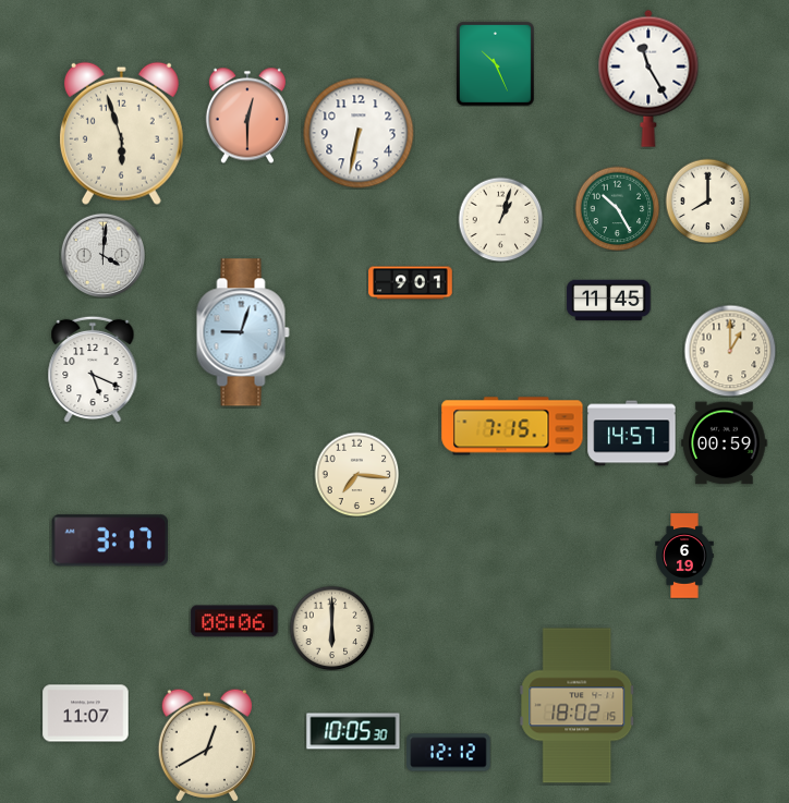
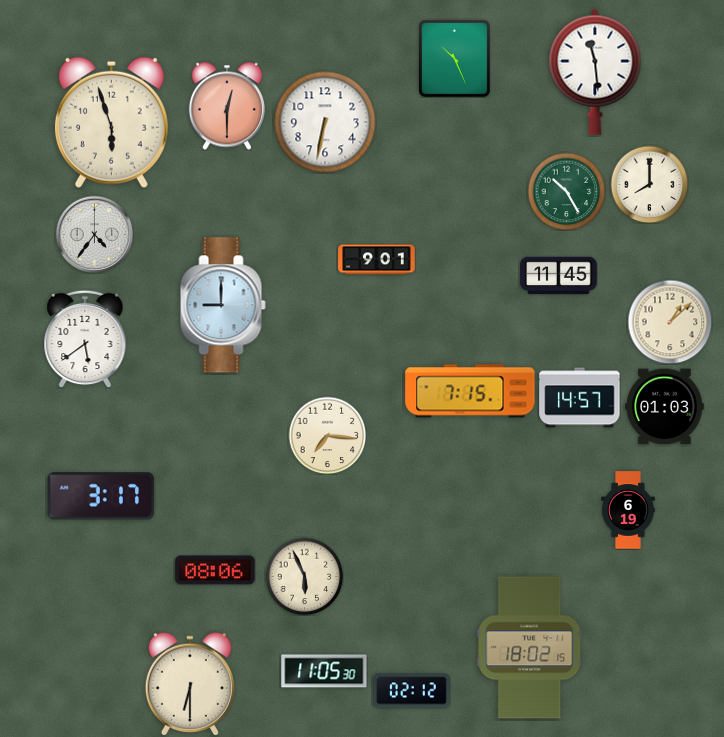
clock at (648, 78): 11:25 -> 11:29
clock at (359, 133) position: (359, 133) -> (325, 122)
clock at (500, 219): 1:03 -> none
clock at (102, 255): 4:01 -> 4:36
clock at (243, 332): 9:03 -> 9:00
clock at (730, 351): 1:00 -> 1:08
clock at (93, 369): 5:19 -> 5:39
clock at (725, 443): 00:59 -> 01:03
clock at (331, 628): 6:00 -> 5:56
clock at (86, 714): 11:07 -> none
clock at (353, 731): 10:05 -> 11:05
clock at (207, 745): 12:40 -> 6:30
clock at (449, 753): 12:12 -> 02:12
